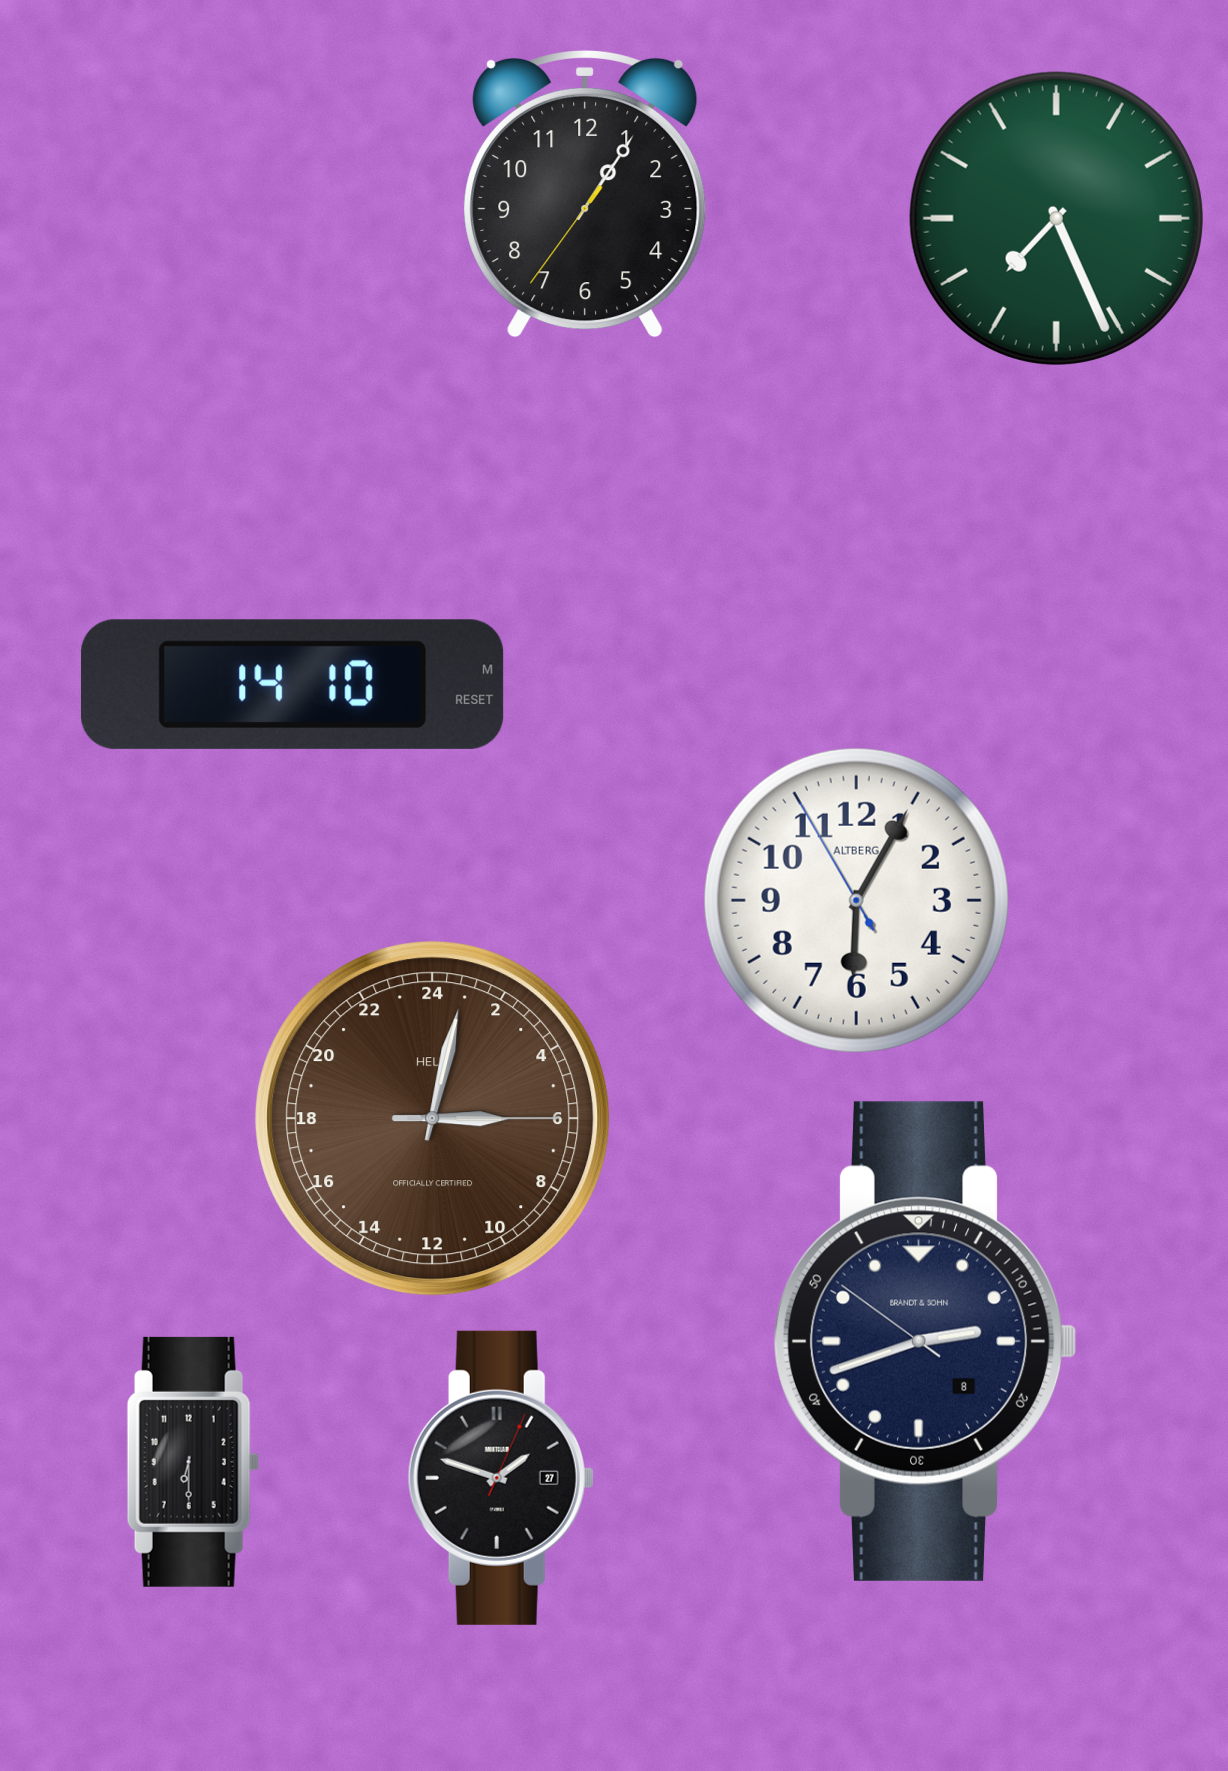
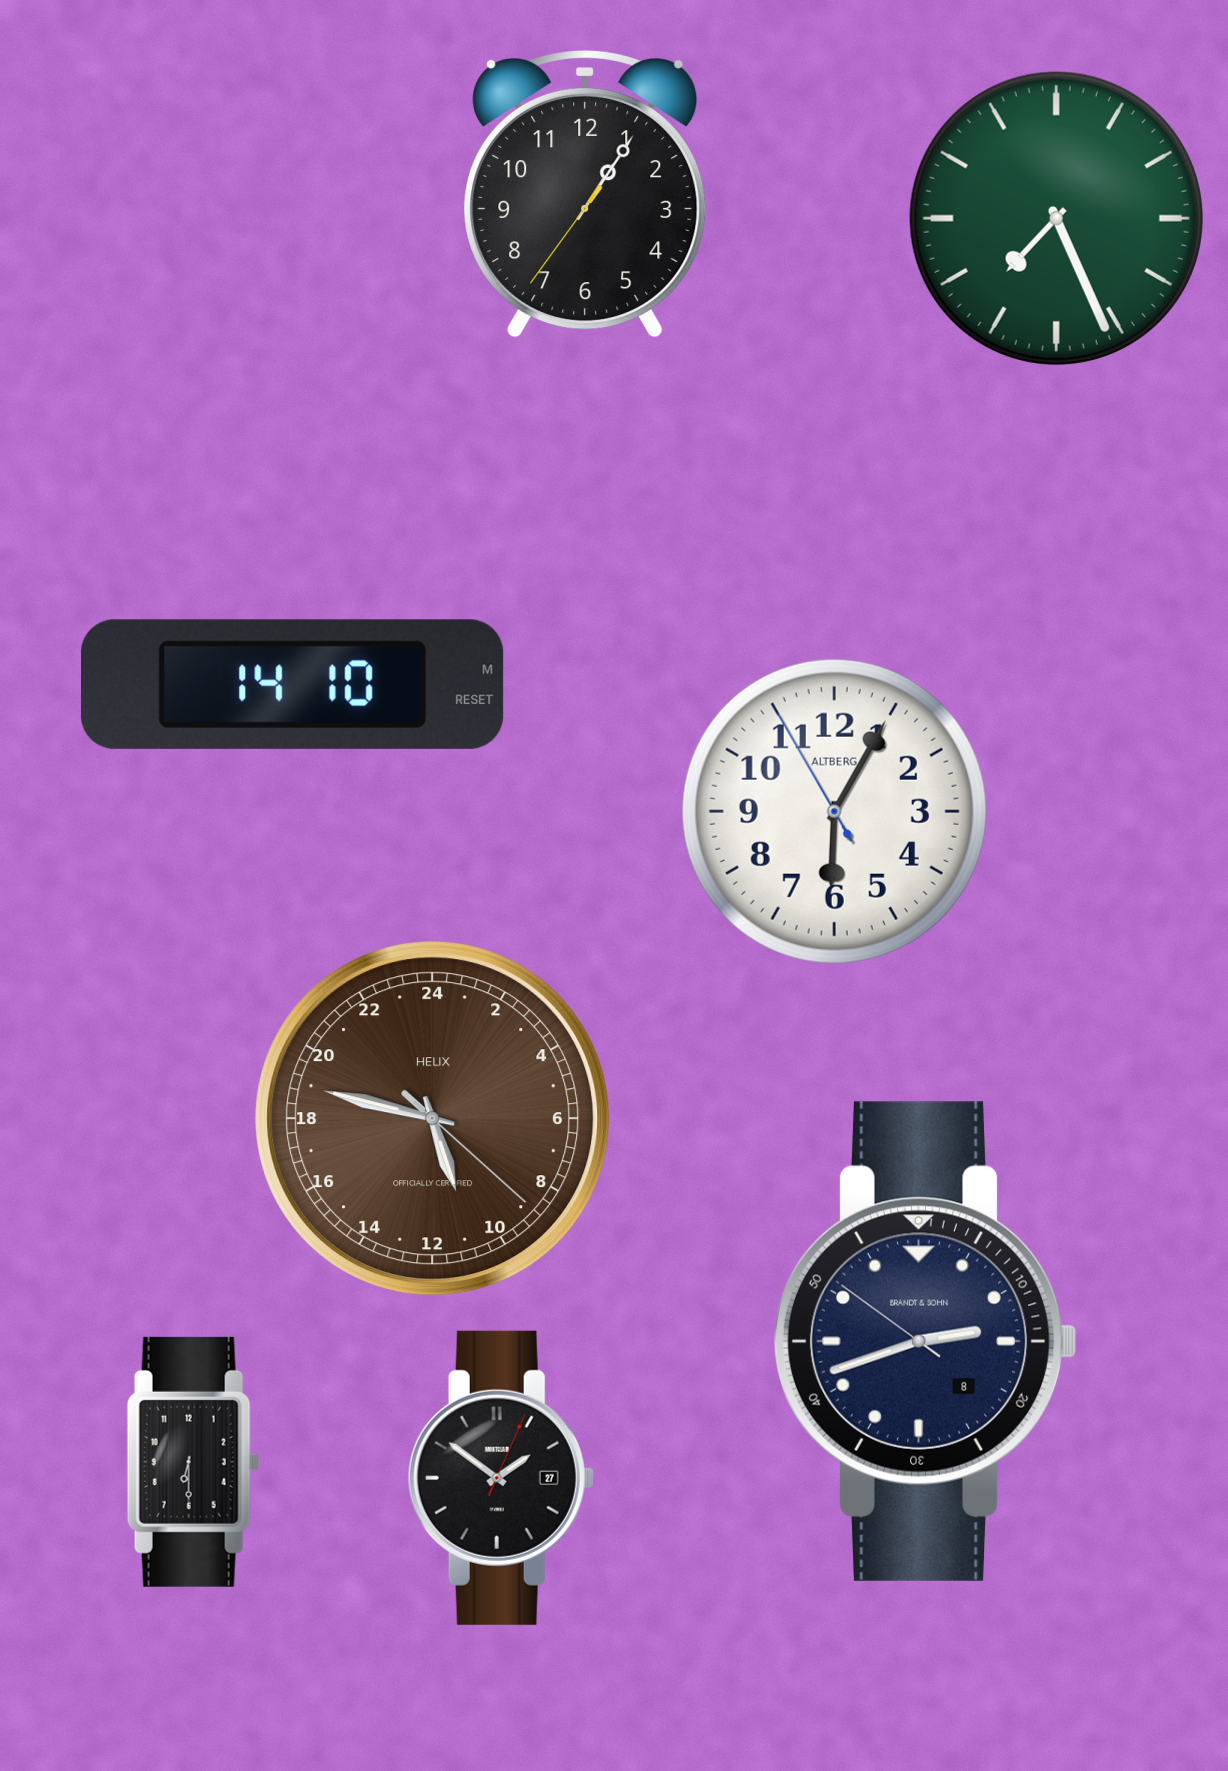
clock at (856, 900) position: (856, 900) -> (834, 811)
clock at (433, 1119): 6:02 -> 10:47
clock at (501, 1478): 1:48 -> 1:51
